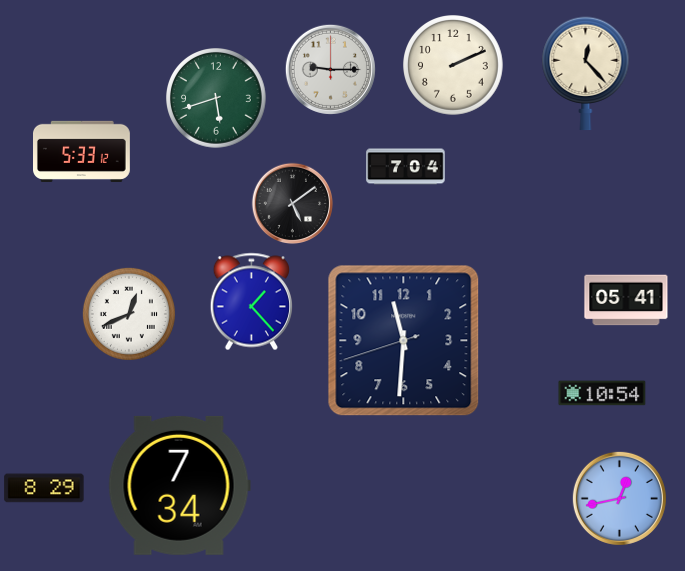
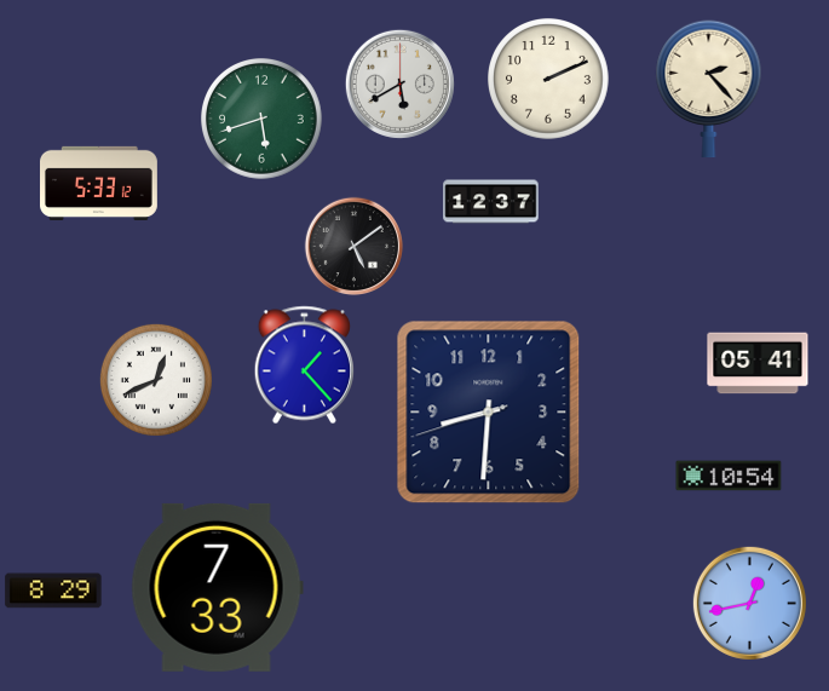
clock at (330, 69): 9:15 -> 5:40
clock at (586, 74): 12:23 -> 2:23
clock at (406, 167): 7:04 -> 12:37
clock at (404, 341): 11:30 -> 8:30
clock at (179, 485): 7:34 -> 7:33
